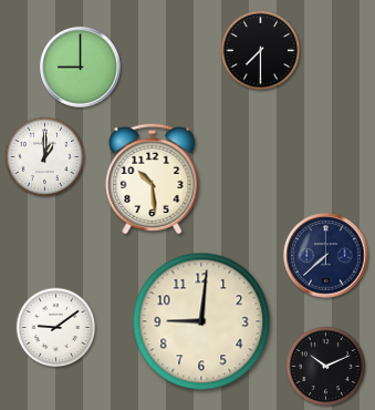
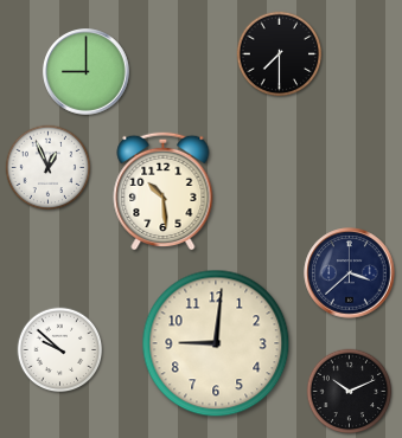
clock at (45, 157): 1:00 -> 12:56
clock at (326, 256): 7:38 -> 3:38
clock at (56, 328): 9:09 -> 9:52
